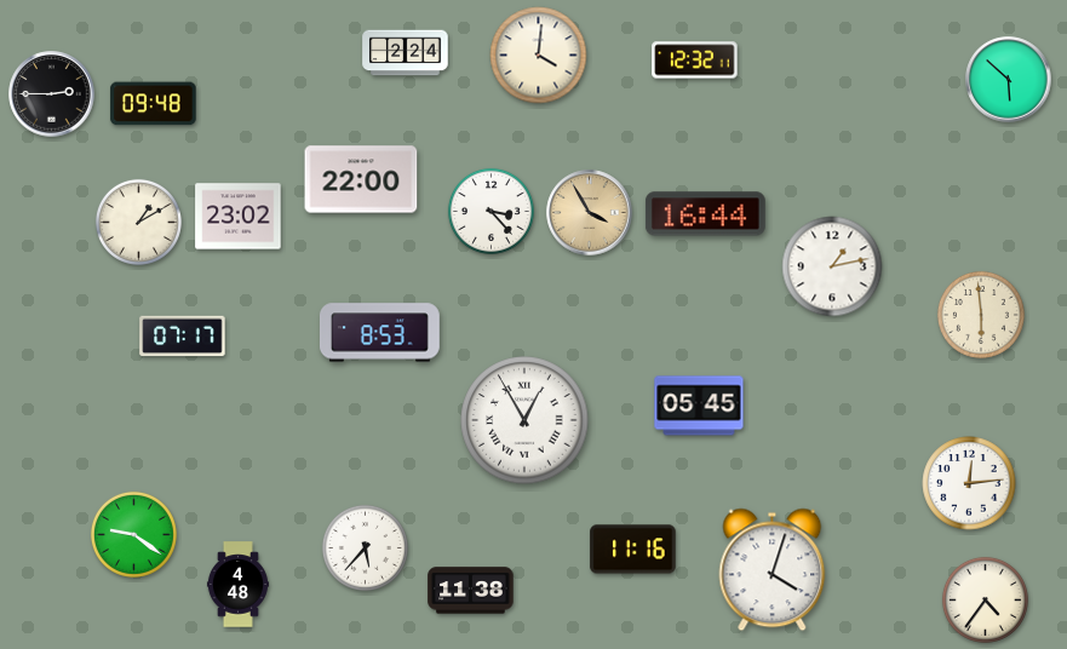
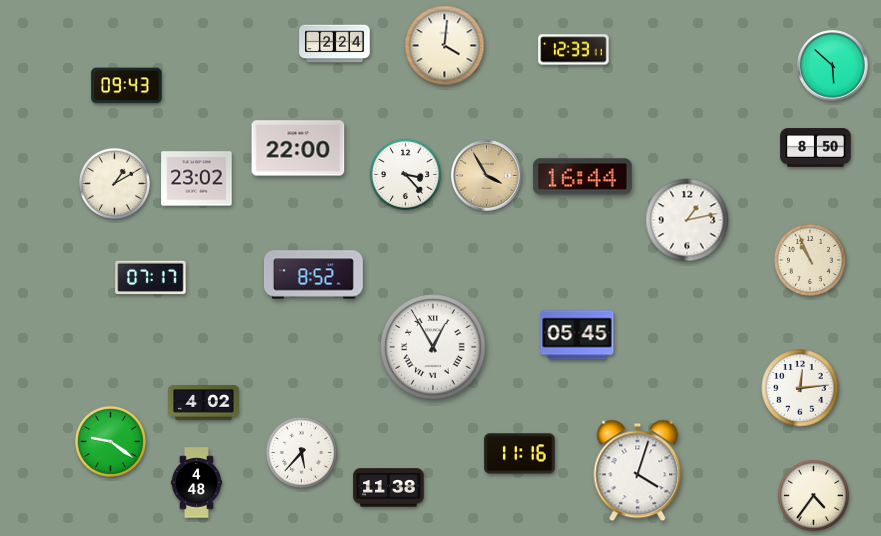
clock at (695, 61): 12:32 -> 12:33
clock at (52, 94): 2:45 -> none
clock at (154, 104): 09:48 -> 09:43
clock at (816, 148): none -> 8:50
clock at (981, 315): 5:59 -> 10:56
clock at (379, 333): 8:53 -> 8:52
clock at (969, 483) position: (969, 483) -> (800, 388)
clock at (204, 403): none -> 4:02
clock at (633, 550) position: (633, 550) -> (520, 454)
